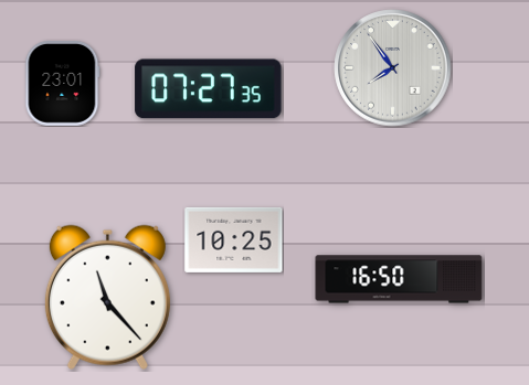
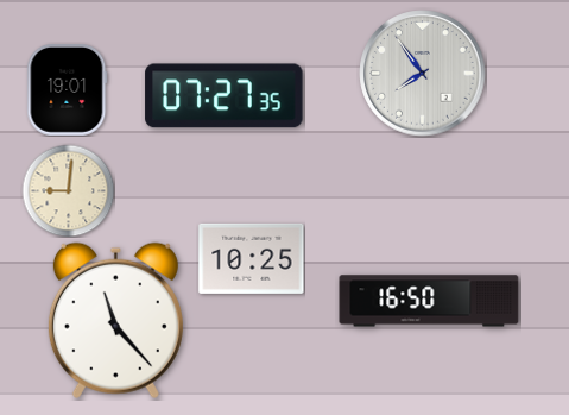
clock at (63, 84): 23:01 -> 19:01
clock at (68, 190): none -> 9:01
